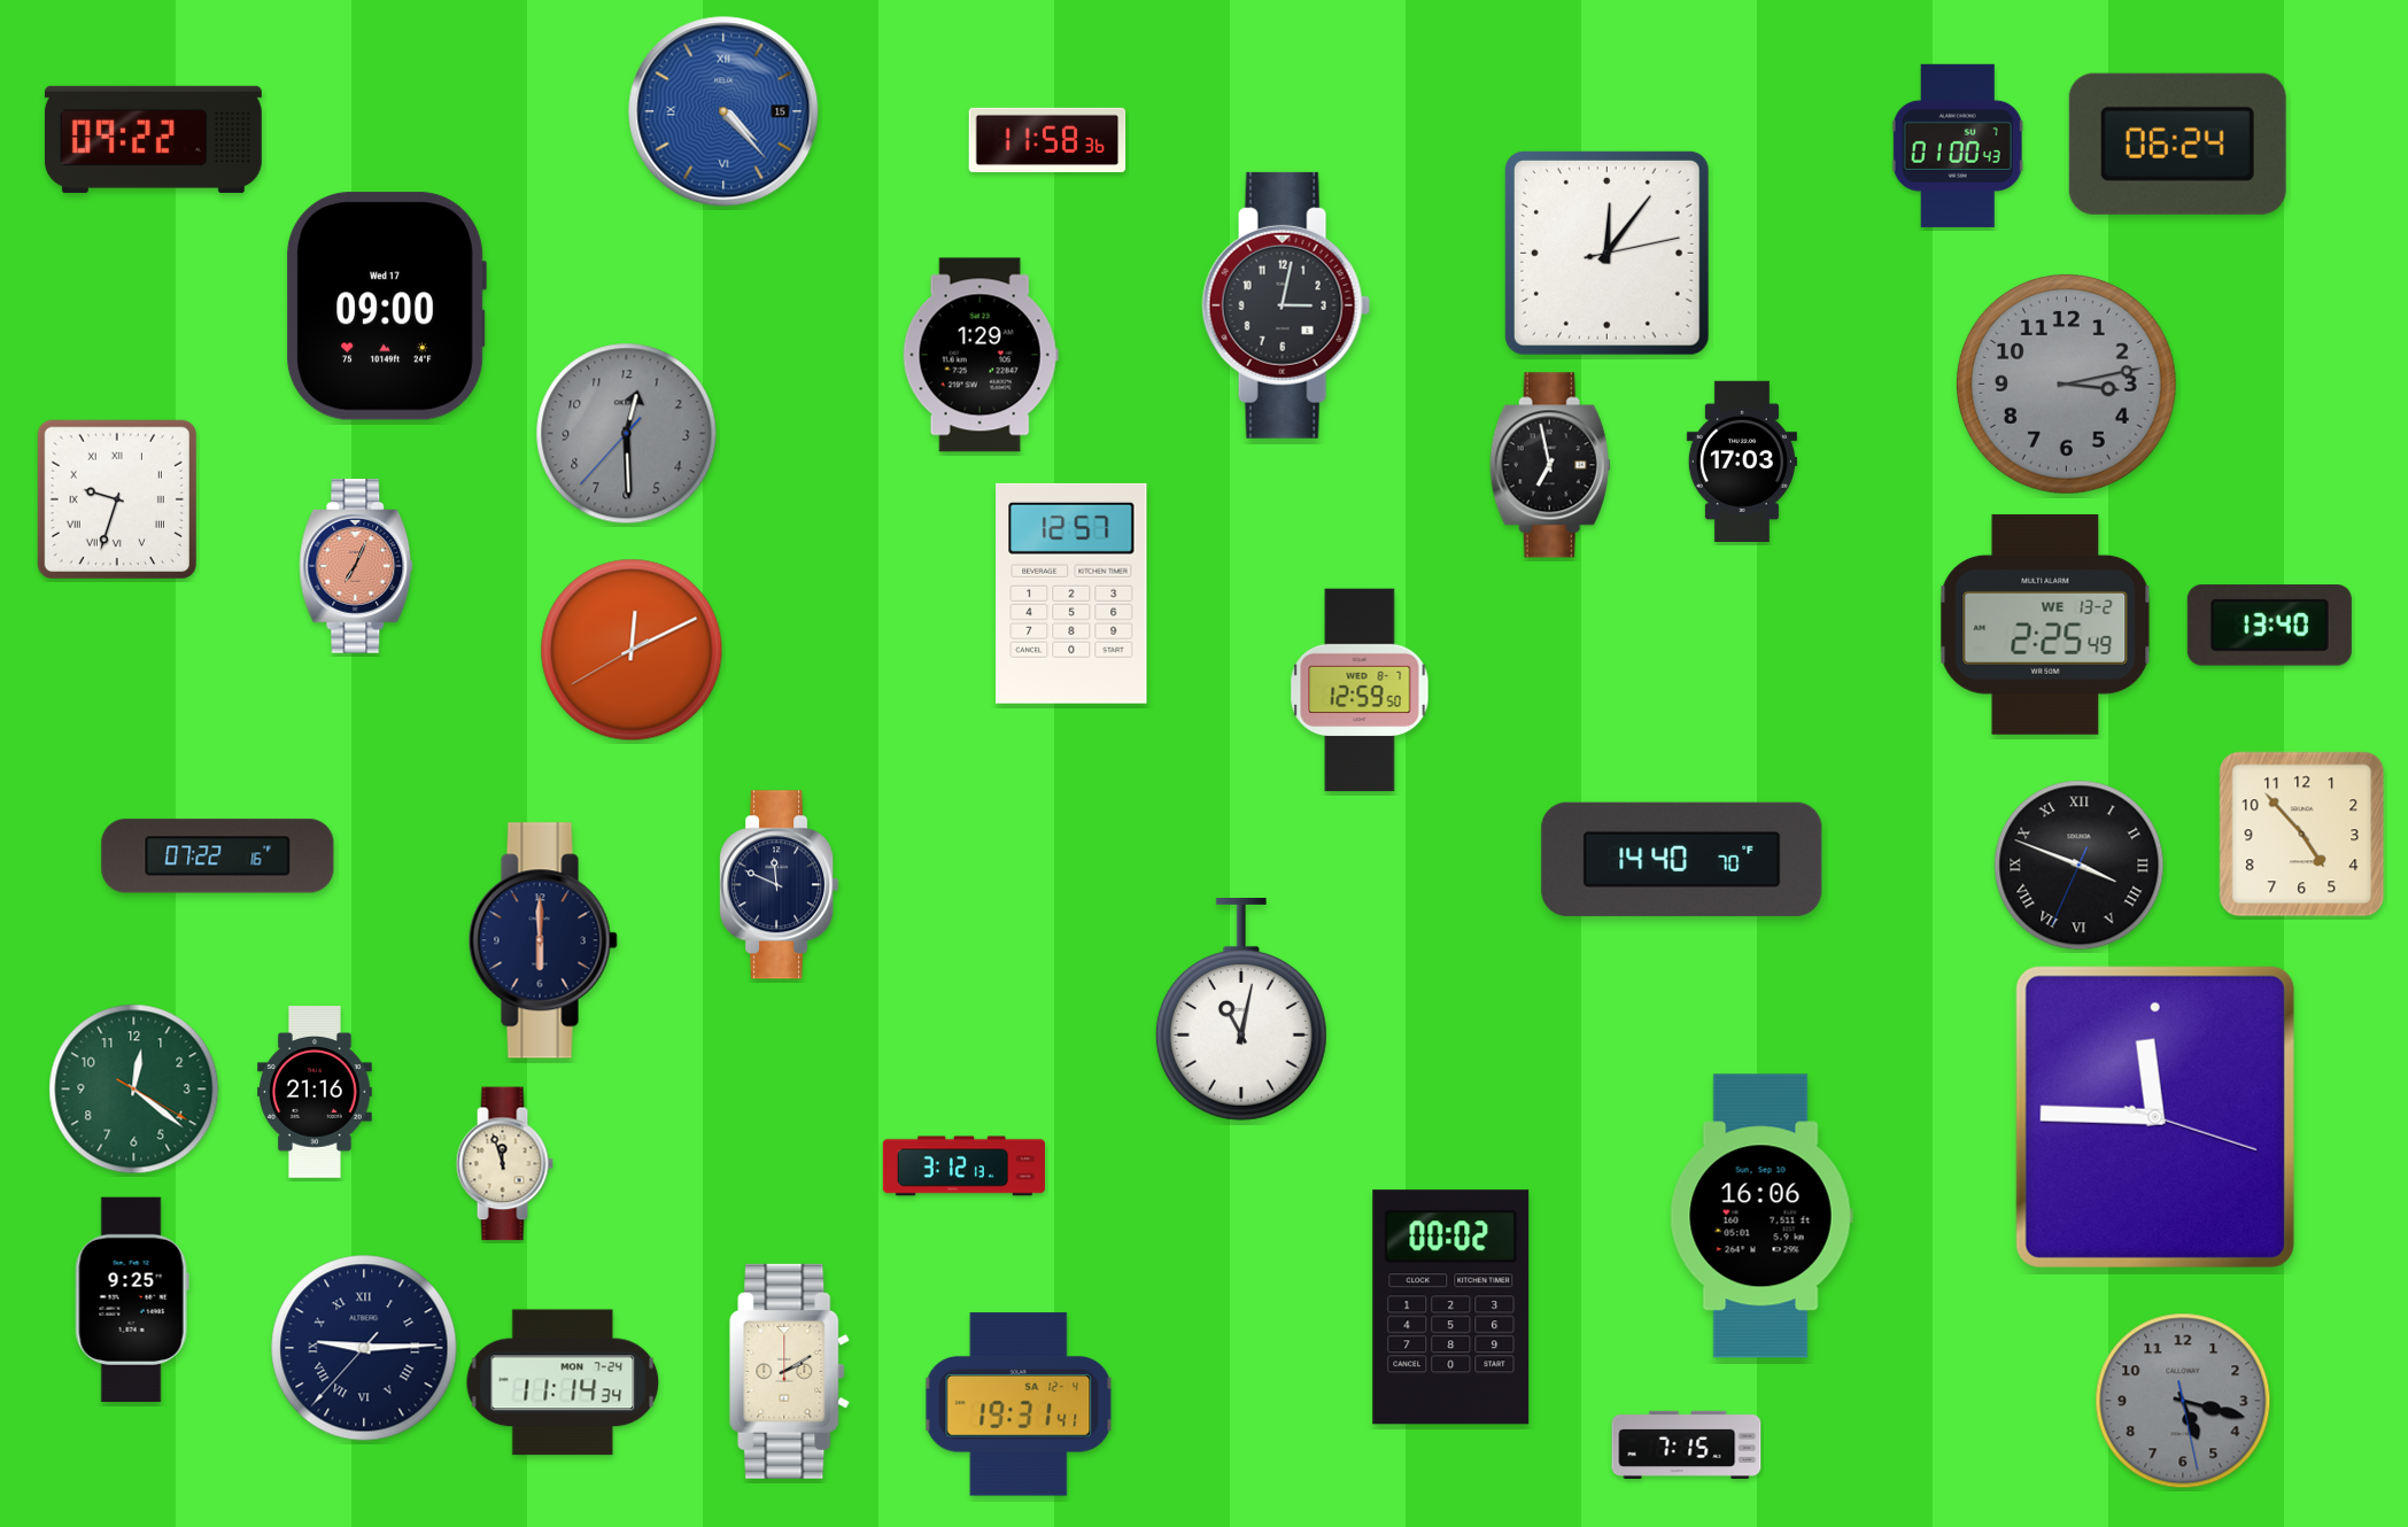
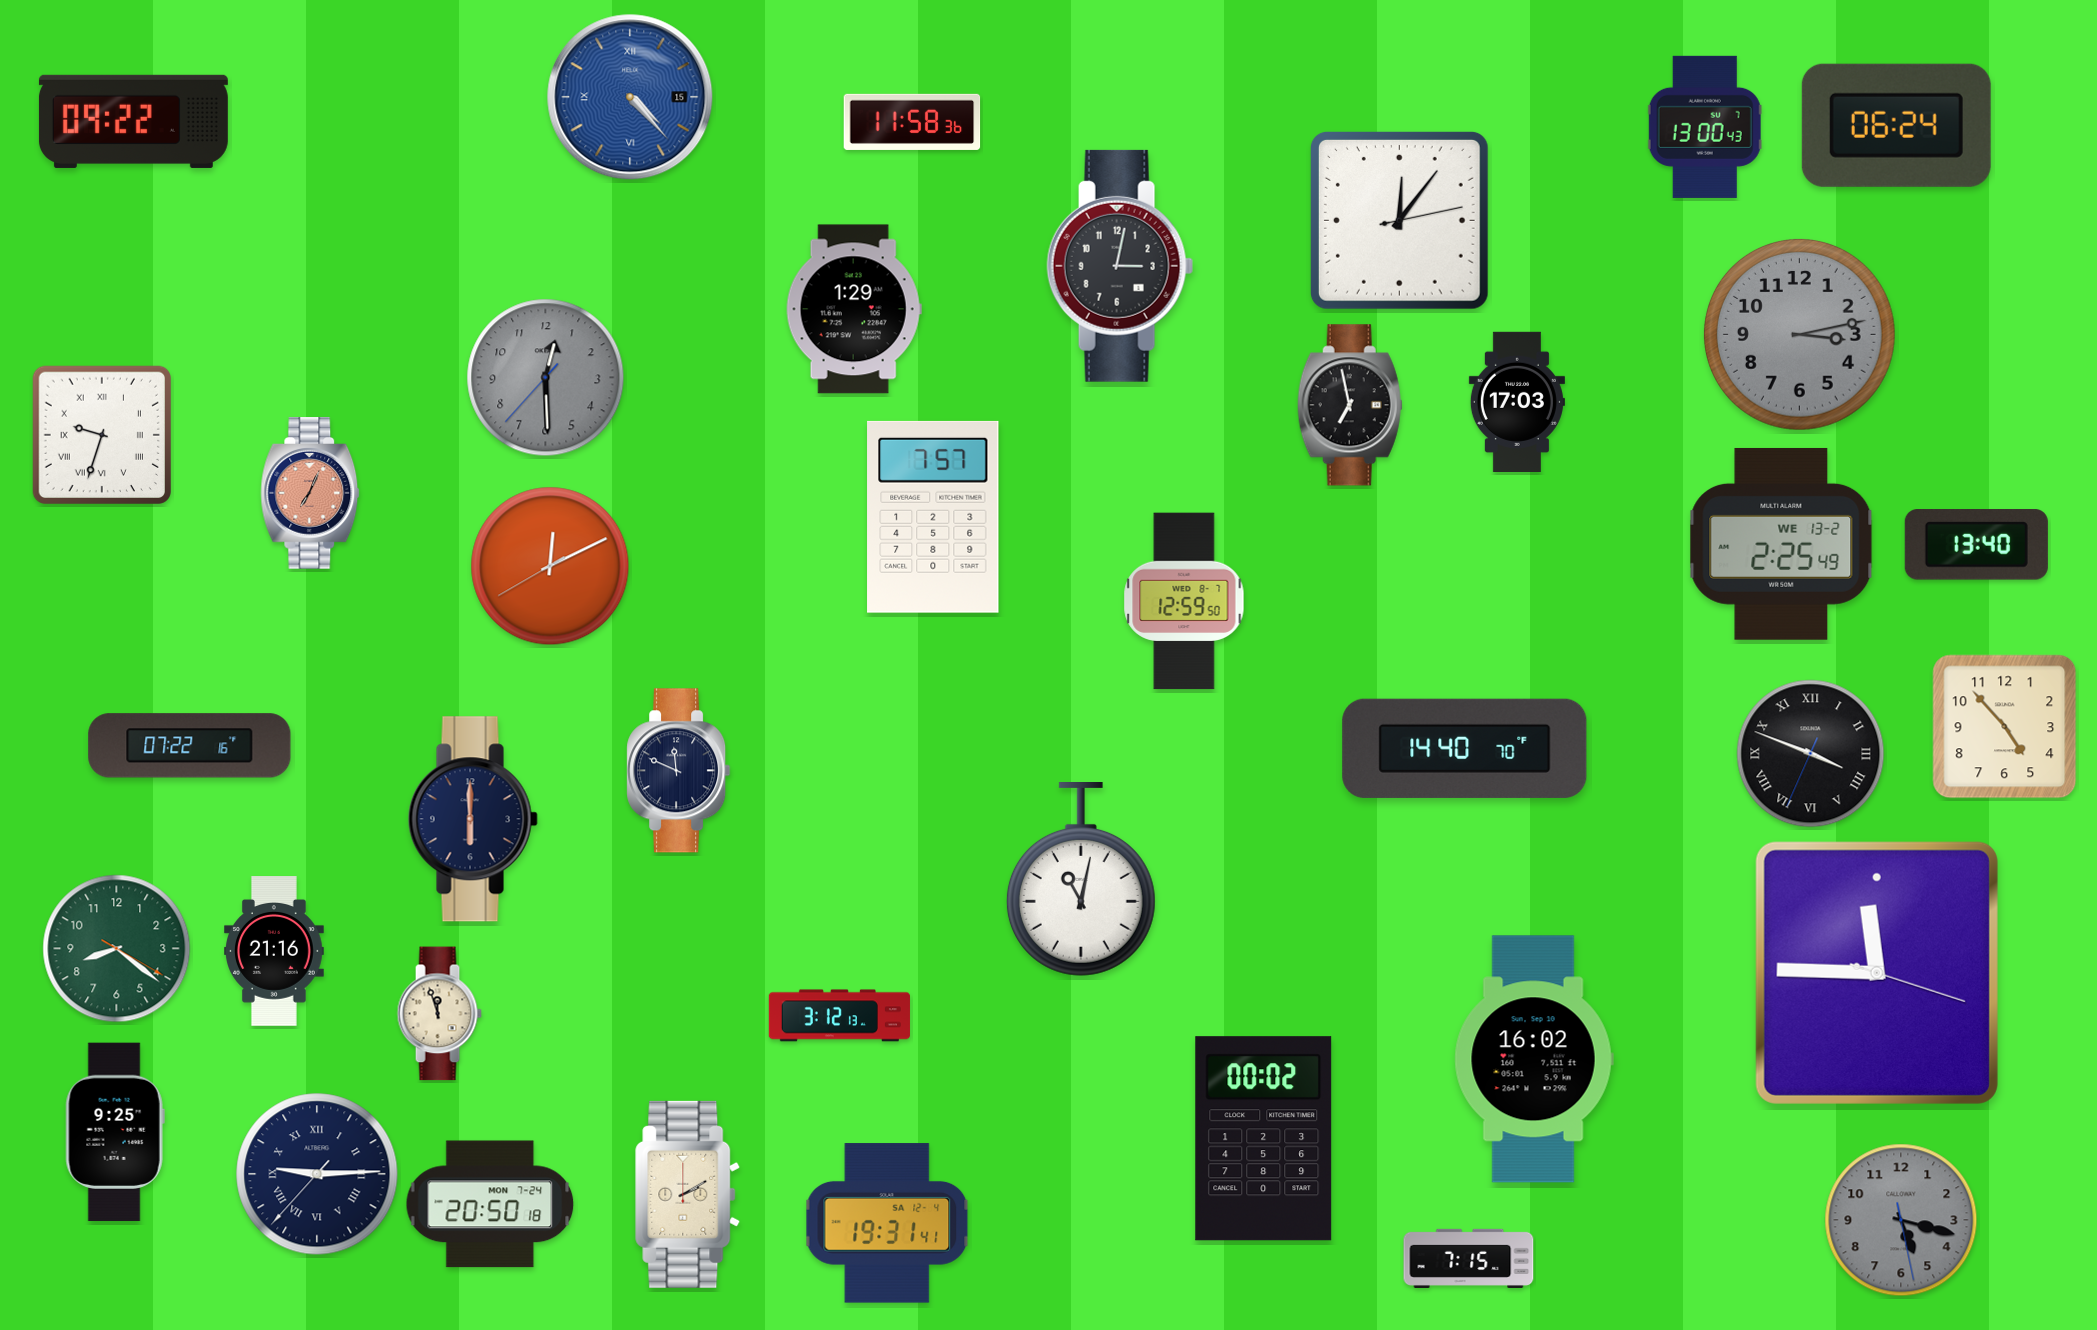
clock at (1958, 146): 01:00 -> 13:00
clock at (386, 307): 09:00 -> none
clock at (1071, 594): 12:57 -> 7:57
clock at (134, 1090): 12:21 -> 8:21
clock at (1762, 1216): 16:06 -> 16:02
clock at (563, 1382): 11:14 -> 20:50
